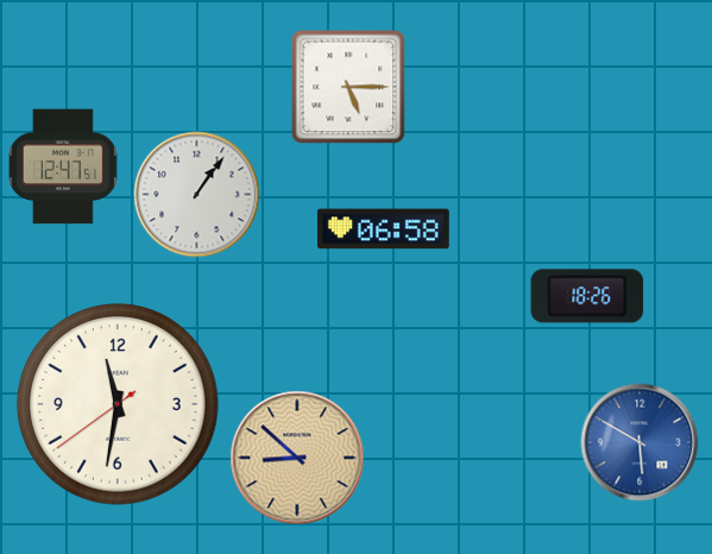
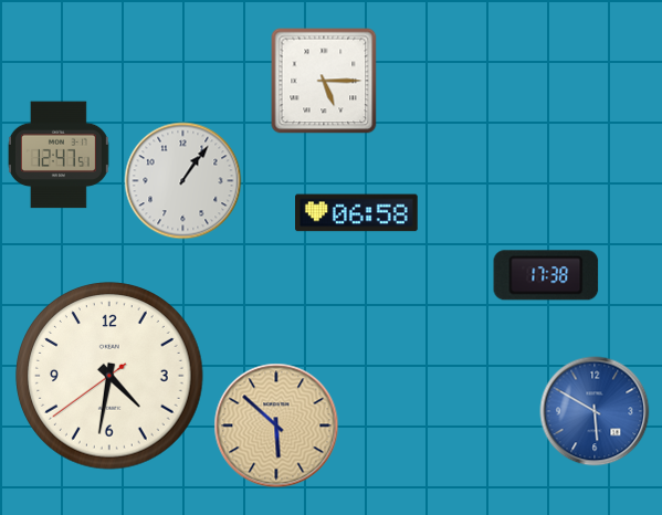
clock at (587, 296): 18:26 -> 17:38
clock at (118, 404): 11:31 -> 4:31
clock at (297, 458): 8:52 -> 5:52
